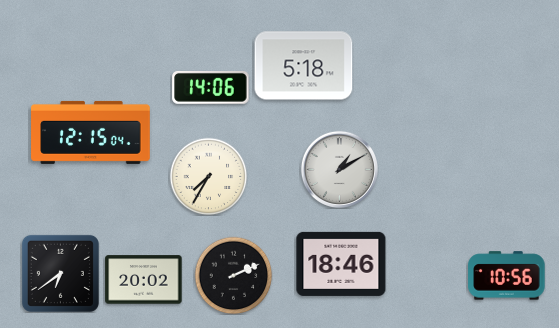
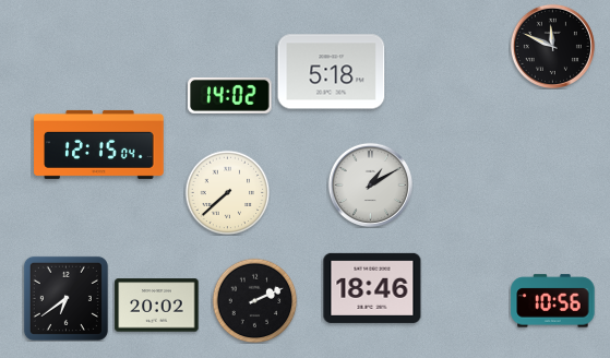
clock at (552, 46): none -> 11:49
clock at (211, 88): 14:06 -> 14:02
clock at (208, 176): 7:35 -> 7:38
